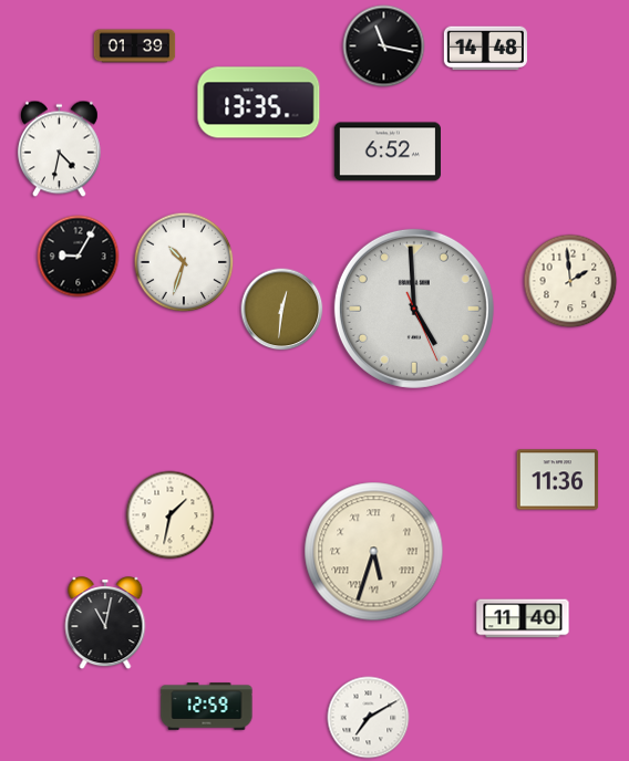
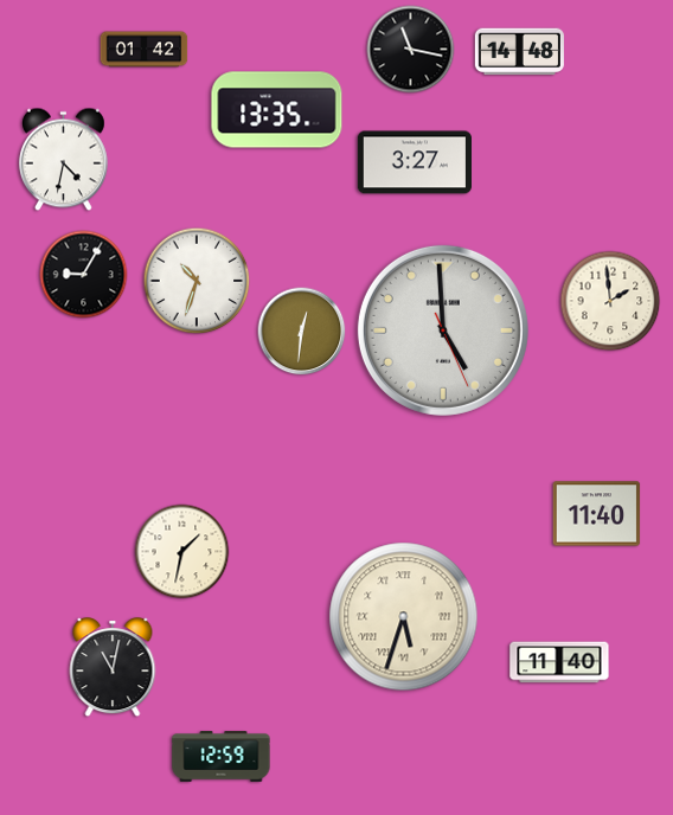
clock at (135, 46): 01:39 -> 01:42
clock at (386, 152): 6:52 -> 3:27
clock at (558, 480): 11:36 -> 11:40
clock at (374, 552) position: (374, 552) -> (404, 617)
clock at (369, 718): 7:10 -> none
